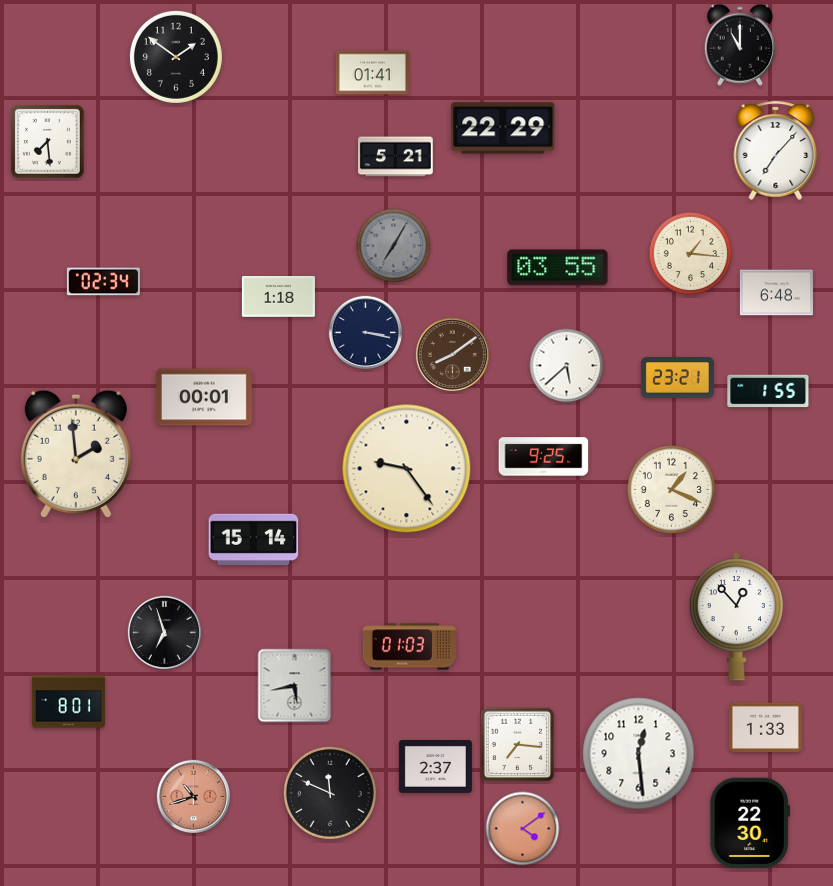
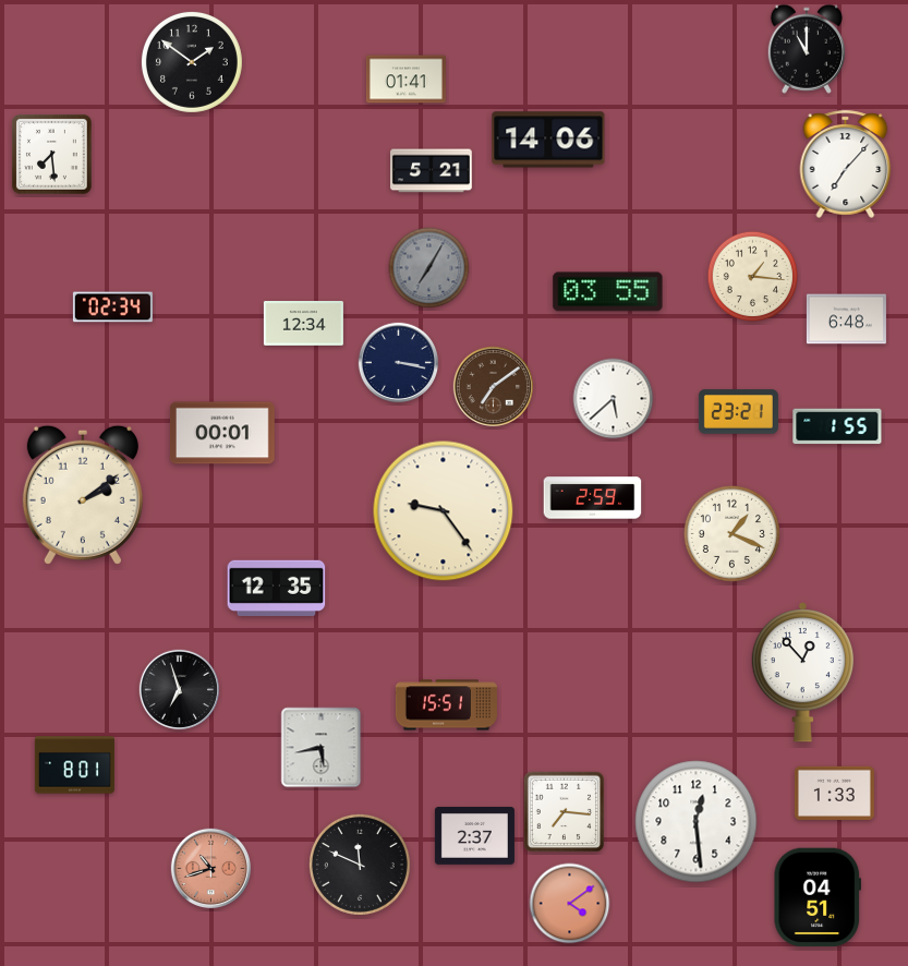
clock at (503, 128): 22:29 -> 14:06
clock at (278, 297): 1:18 -> 12:34
clock at (453, 355): 8:09 -> 7:09
clock at (567, 366) position: (567, 366) -> (614, 399)
clock at (76, 454): 1:59 -> 2:09
clock at (544, 457): 9:25 -> 2:59
clock at (254, 539): 15:14 -> 12:35
clock at (409, 647): 01:03 -> 15:51
clock at (749, 823): 22:30 -> 04:51
